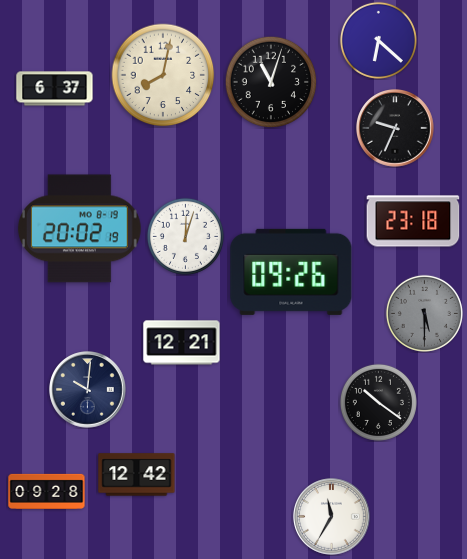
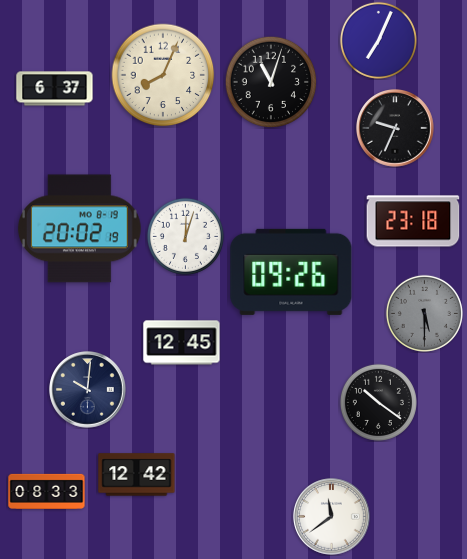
clock at (378, 40): 6:22 -> 7:04
clock at (163, 75): 8:02 -> 8:04
clock at (182, 343): 12:21 -> 12:45
clock at (47, 491): 09:28 -> 08:33
clock at (332, 517): 11:35 -> 11:39
